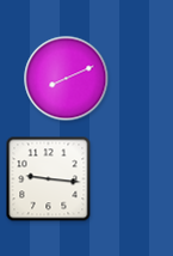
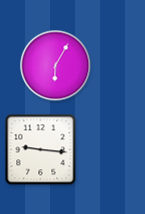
clock at (67, 79): 8:11 -> 6:05
